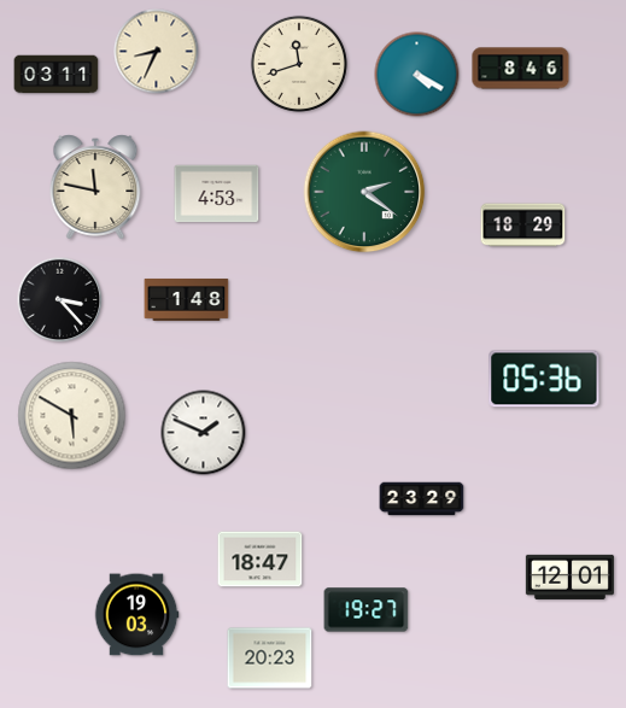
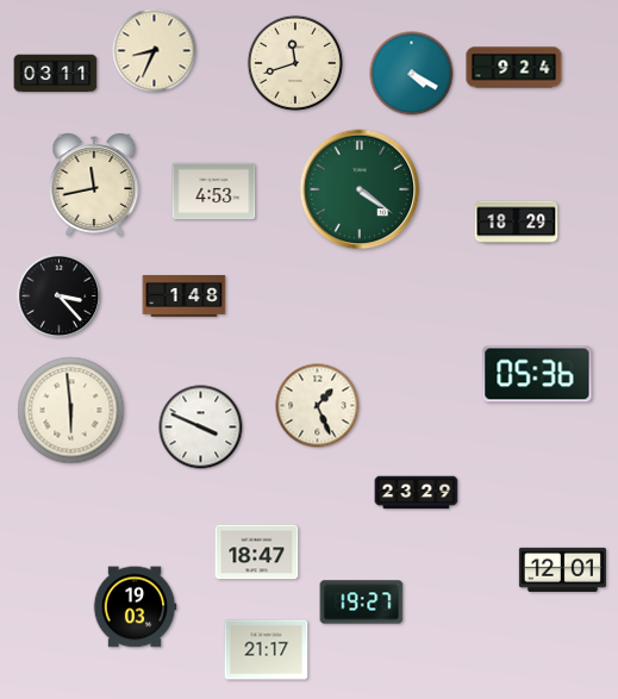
clock at (521, 69): 8:46 -> 9:24
clock at (95, 187): 11:47 -> 11:43
clock at (364, 192): 2:21 -> 4:21
clock at (318, 406): none -> 1:26
clock at (72, 416): 5:50 -> 5:59
clock at (204, 433): 1:49 -> 3:49
clock at (270, 659): 20:23 -> 21:17
